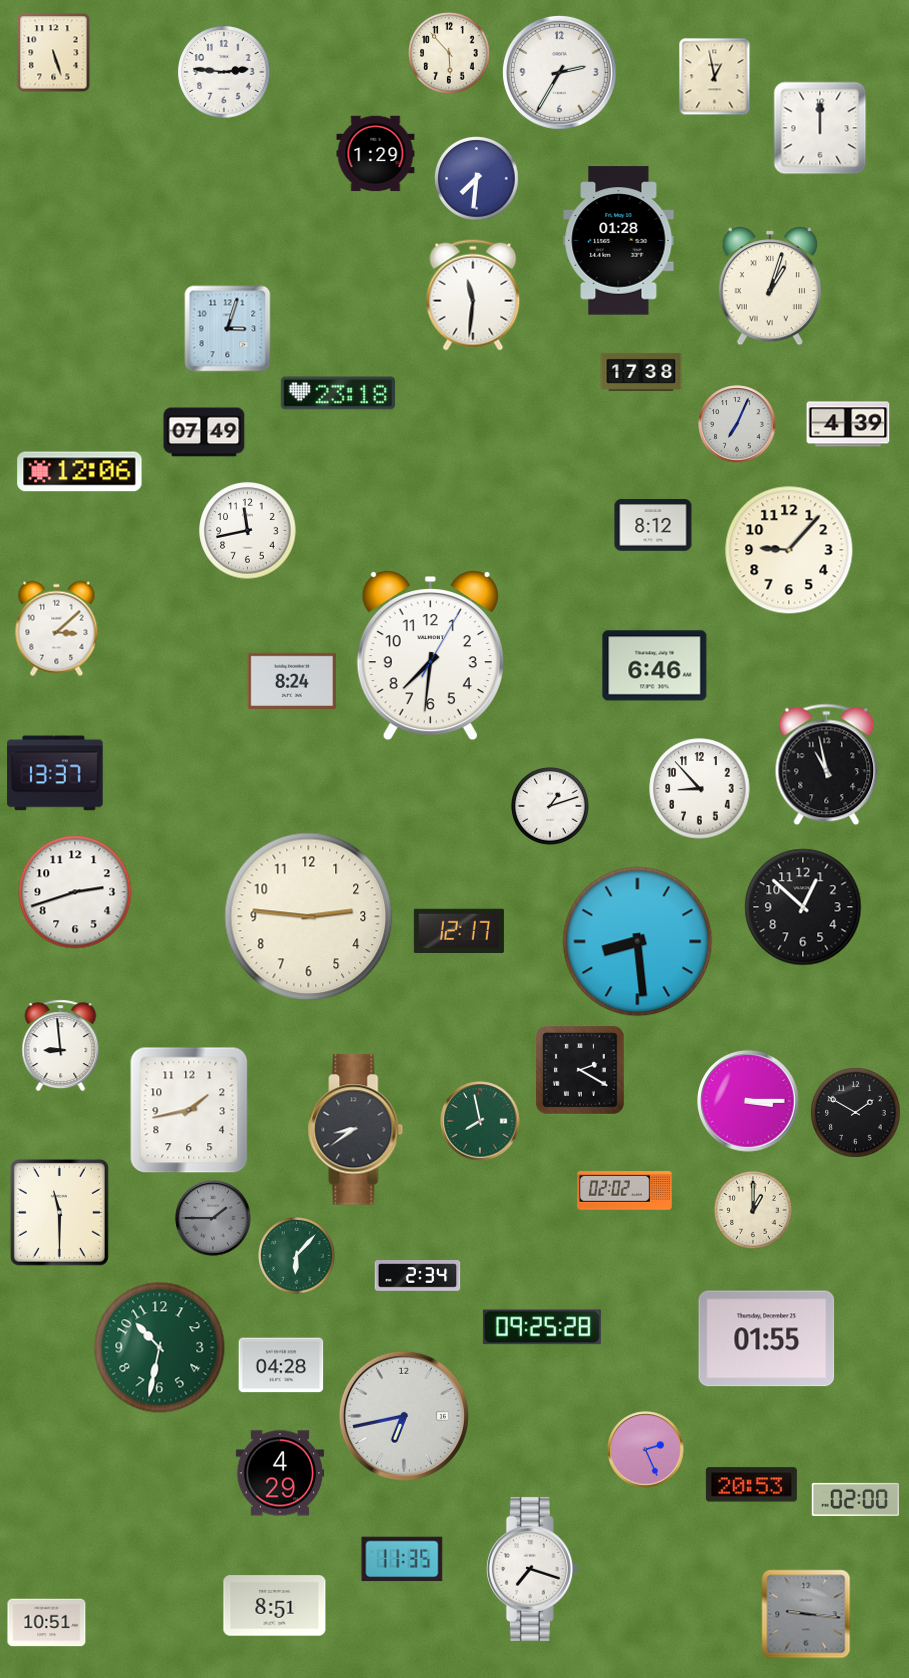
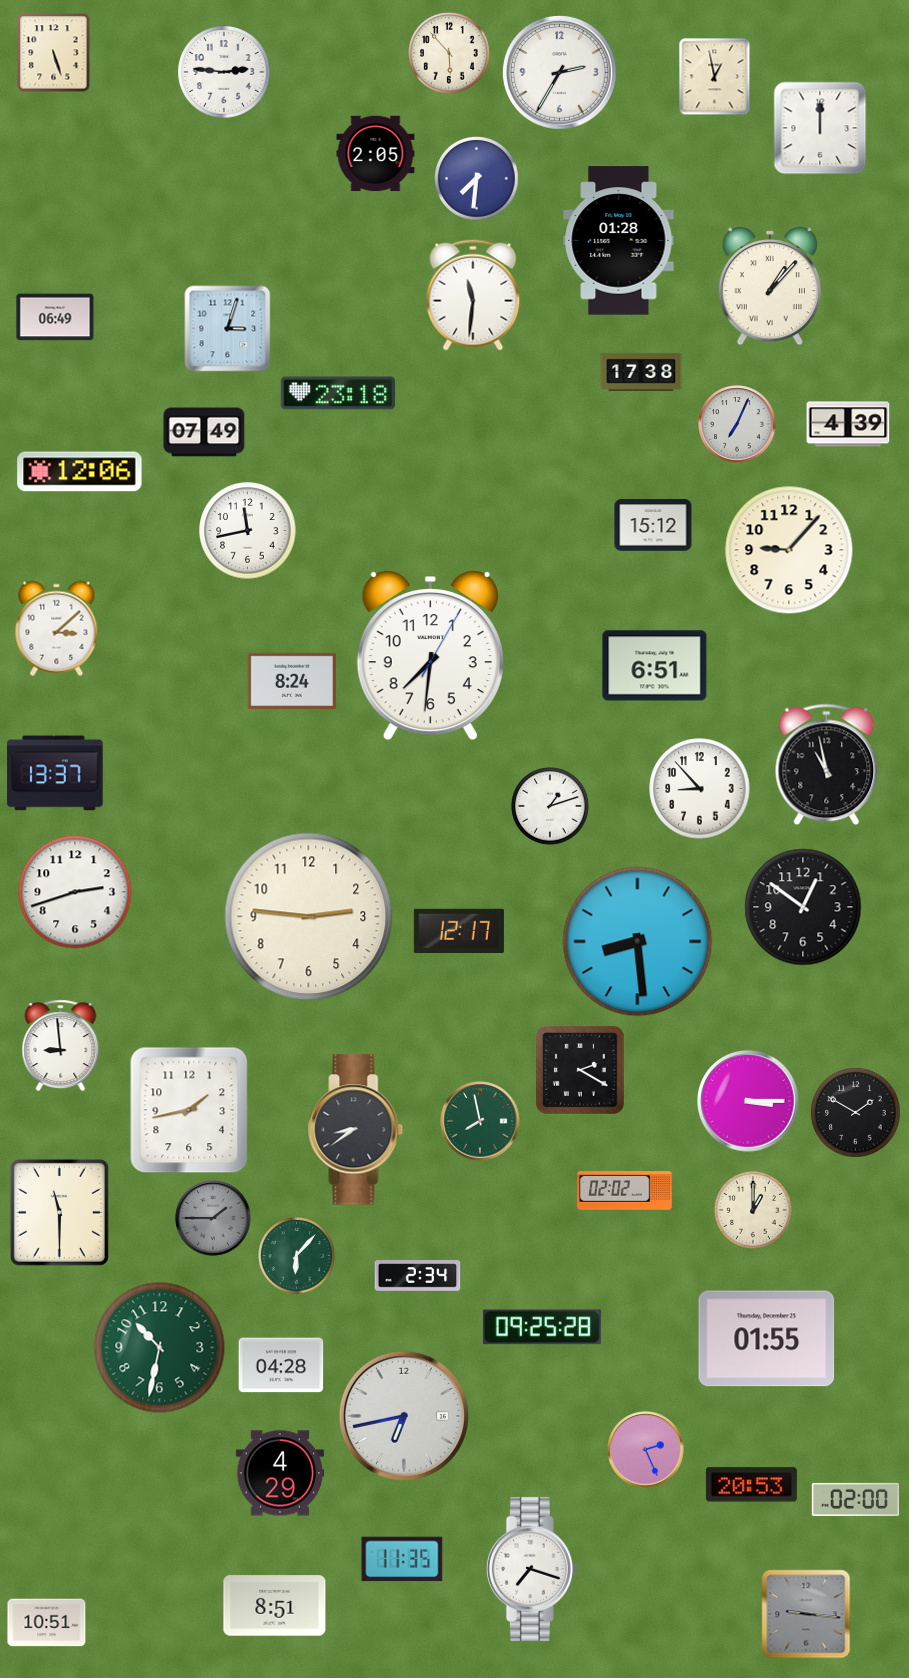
clock at (376, 154): 1:29 -> 2:05
clock at (770, 286): 1:03 -> 1:07
clock at (55, 317): none -> 06:49
clock at (653, 525): 8:12 -> 15:12
clock at (655, 666): 6:46 -> 6:51
clock at (803, 907): 12:52 -> 12:51
